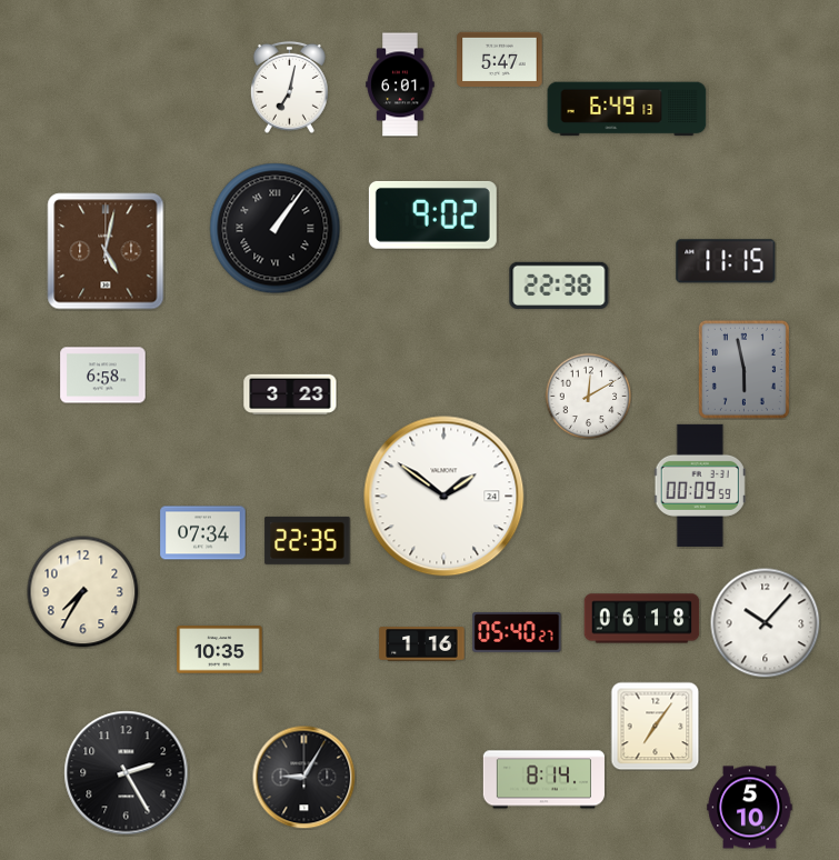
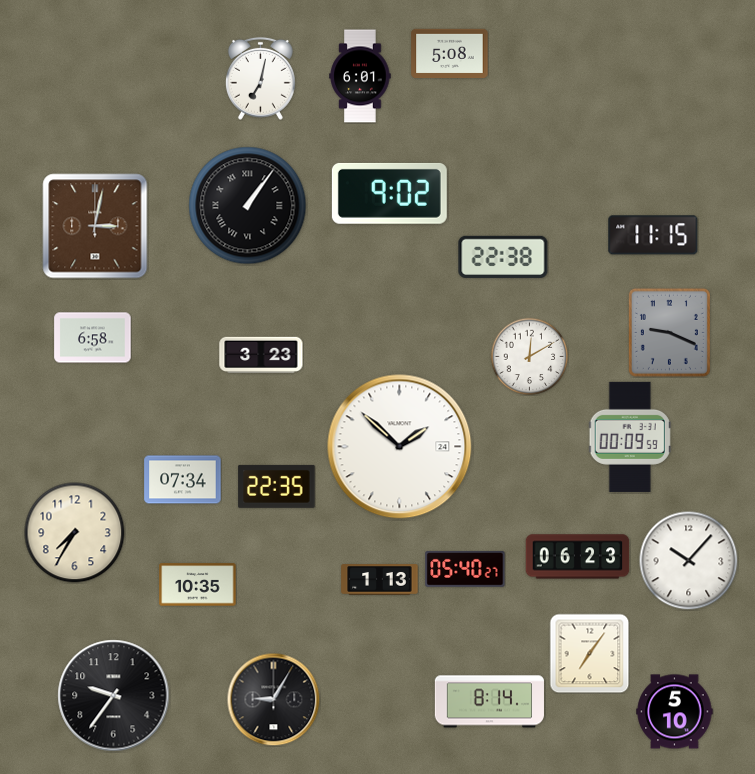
clock at (500, 59): 5:47 -> 5:08
clock at (627, 109): 6:49 -> none
clock at (106, 251): 5:02 -> 3:02
clock at (743, 369): 5:58 -> 9:19
clock at (445, 497): 1:51 -> 1:52
clock at (642, 619): 06:18 -> 06:23
clock at (422, 644): 1:16 -> 1:13
clock at (127, 773): 2:25 -> 9:36
clock at (750, 808) position: (750, 808) -> (675, 712)
